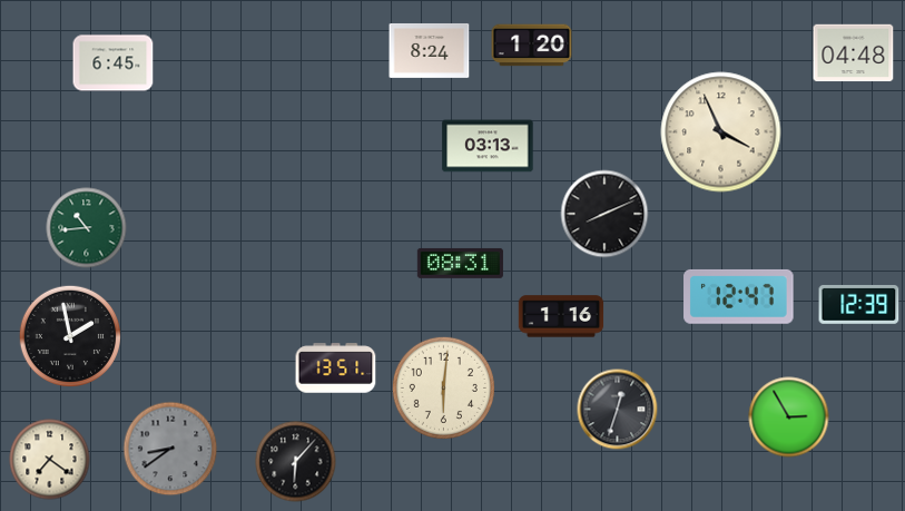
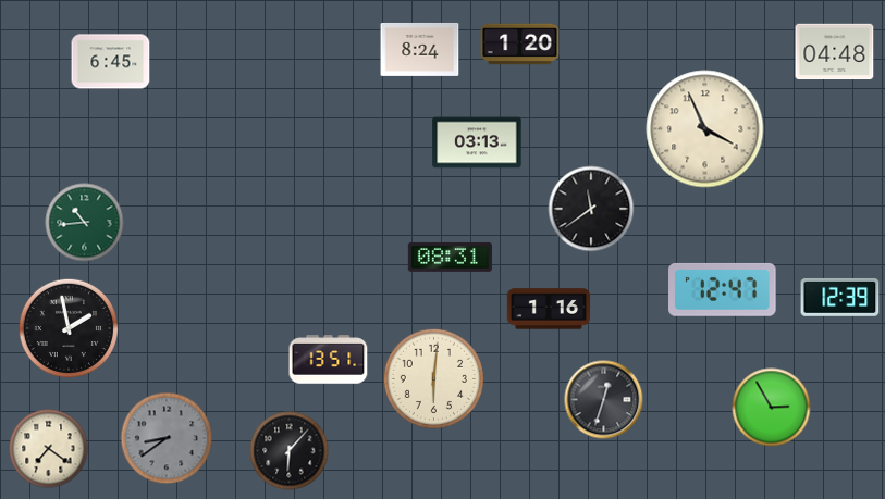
clock at (604, 214): 8:11 -> 11:39
